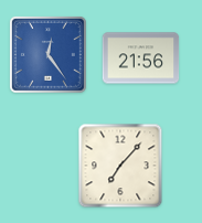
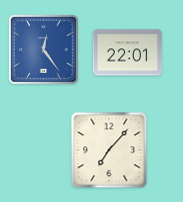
clock at (141, 59): 21:56 -> 22:01
